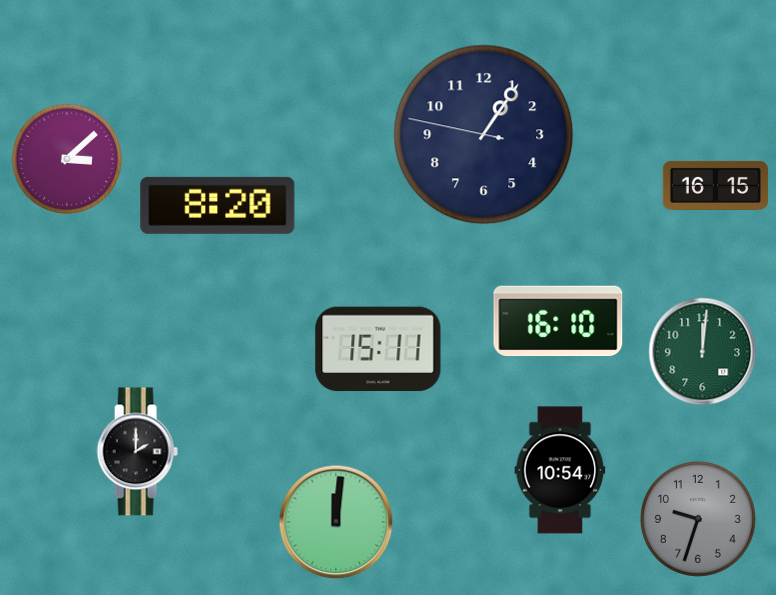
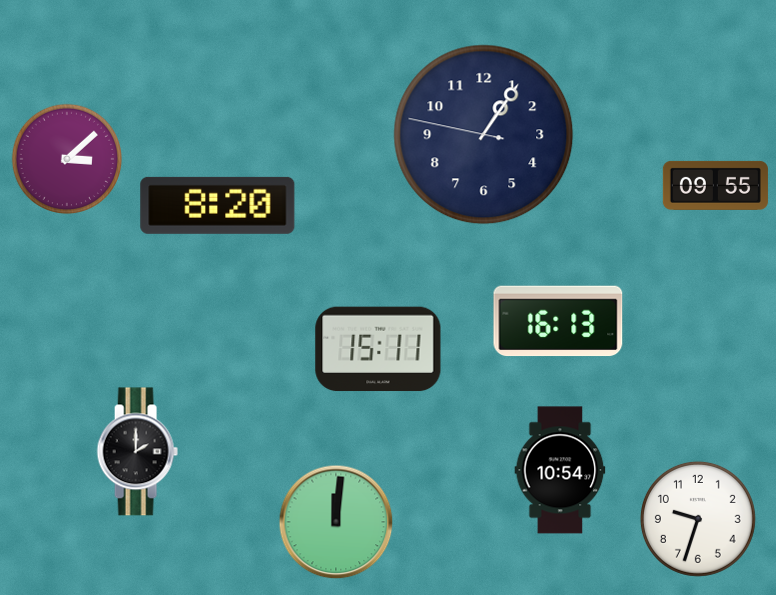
clock at (715, 185): 16:15 -> 09:55
clock at (558, 321): 16:10 -> 16:13
clock at (703, 352): 12:01 -> none
clock at (698, 519) dial: grey -> white
